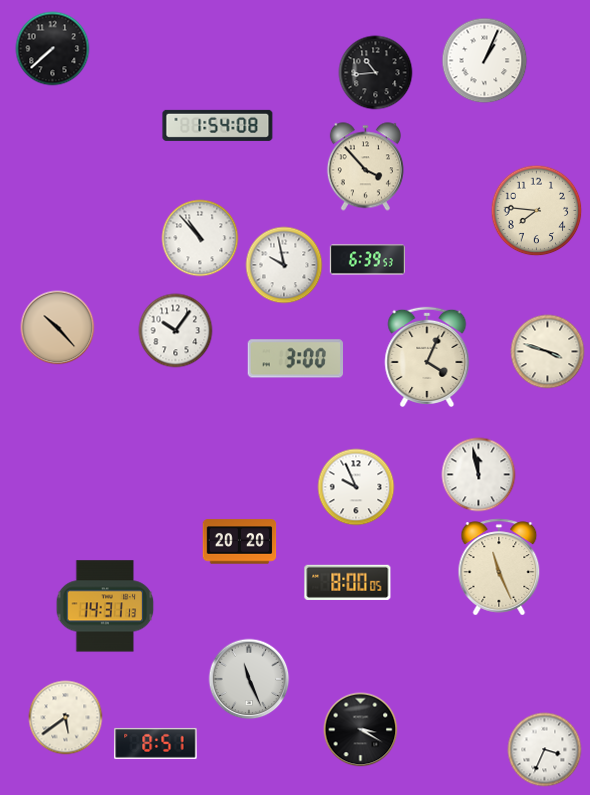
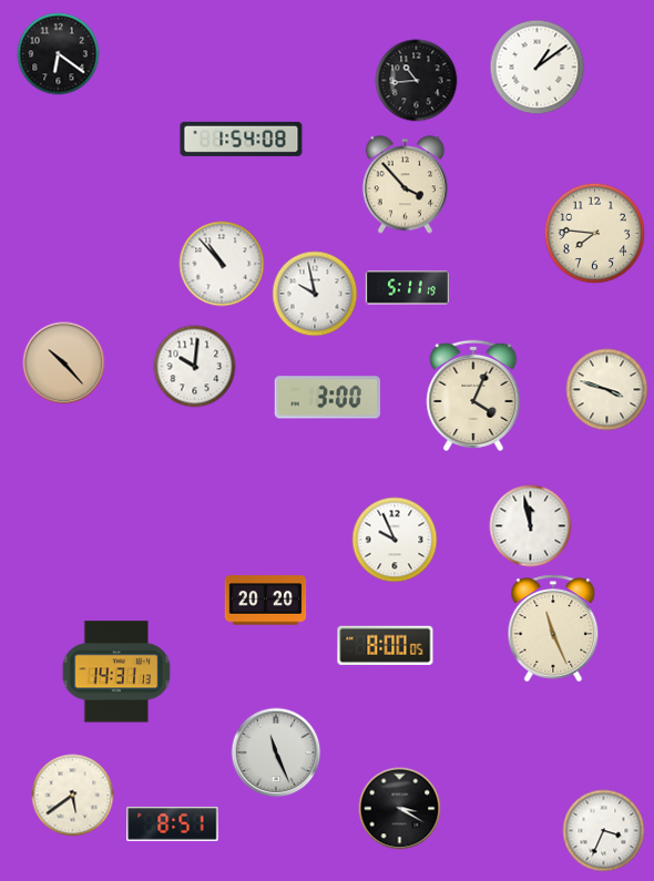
clock at (53, 49): 7:38 -> 6:21
clock at (485, 61): 1:04 -> 1:09
clock at (367, 260): 6:39 -> 5:11
clock at (176, 331): 10:06 -> 10:01
